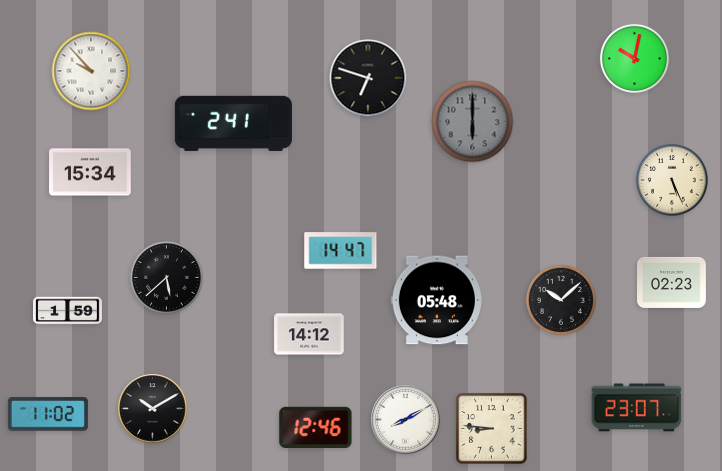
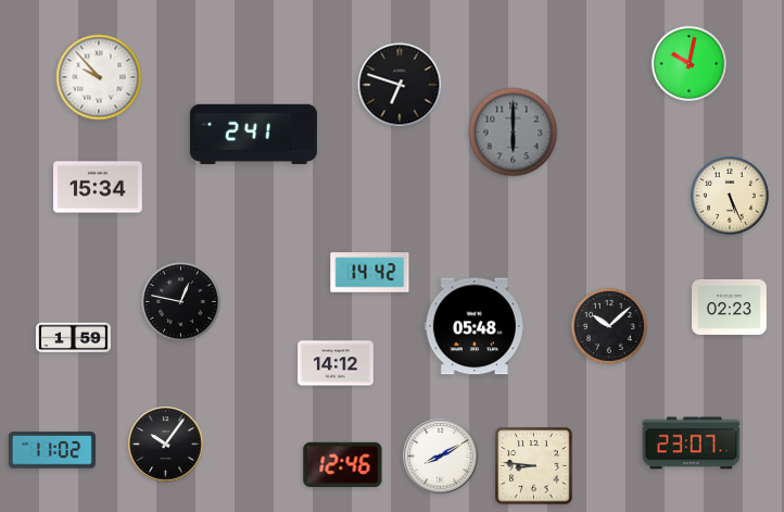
clock at (341, 251): 14:47 -> 14:42
clock at (167, 278): 5:38 -> 12:47
clock at (153, 409): 10:10 -> 10:06
